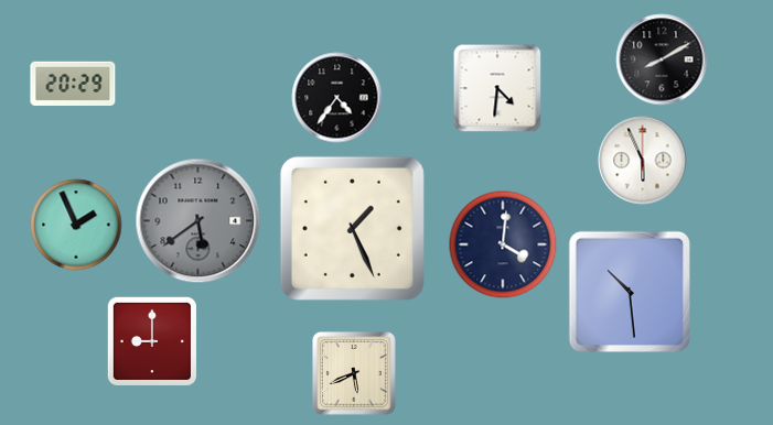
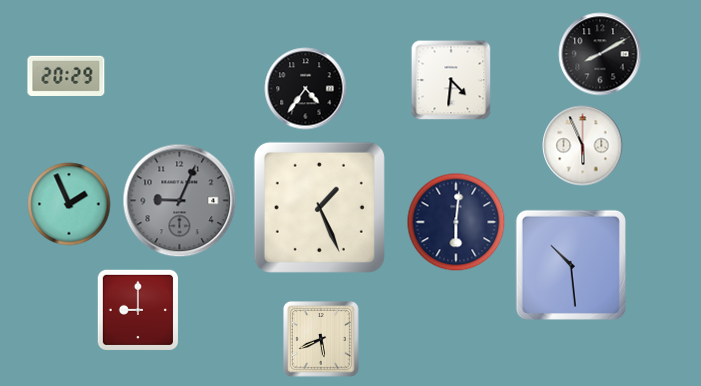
clock at (198, 221): 5:39 -> 9:04
clock at (503, 244): 4:01 -> 6:01
